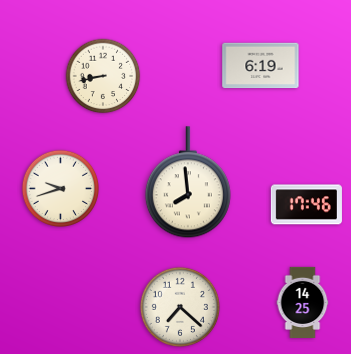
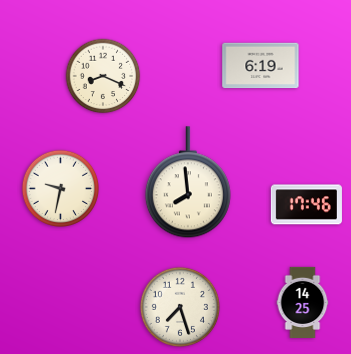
clock at (103, 76): 8:43 -> 8:19
clock at (61, 189): 9:42 -> 9:32
clock at (180, 307): 7:22 -> 7:27
